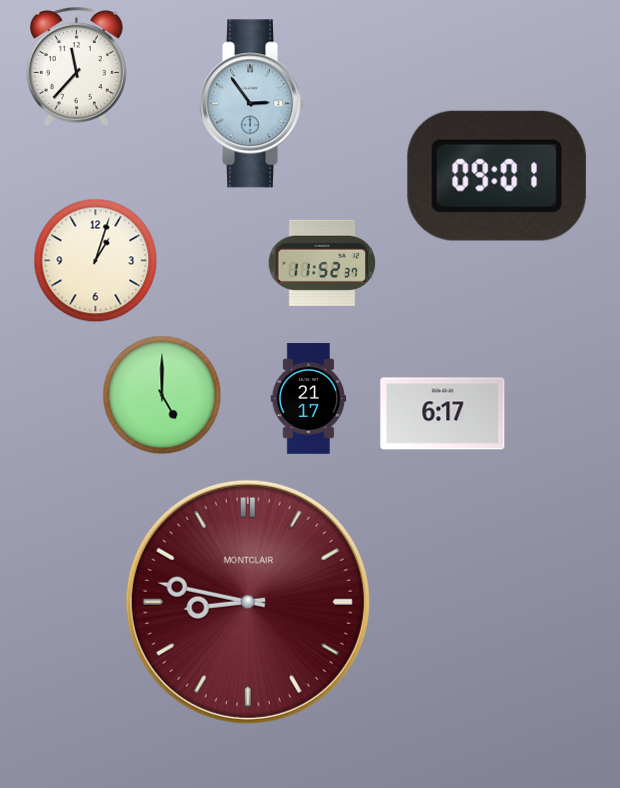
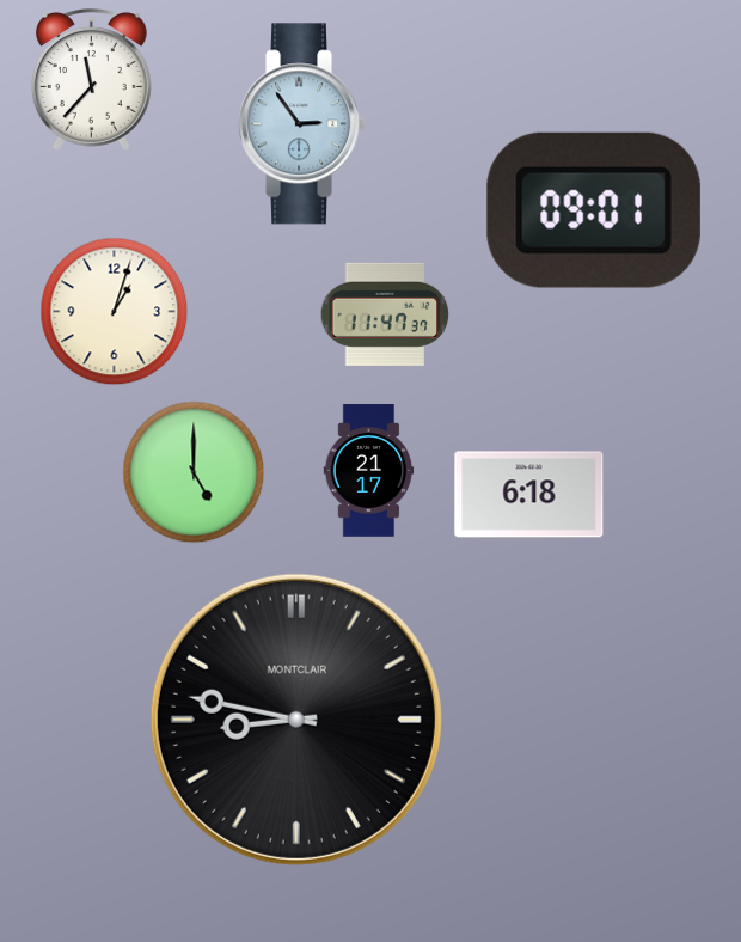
clock at (322, 263): 11:52 -> 11:47
clock at (309, 399) position: (309, 399) -> (369, 471)
clock at (443, 414): 6:17 -> 6:18
clock at (248, 602) dial: burgundy -> black
